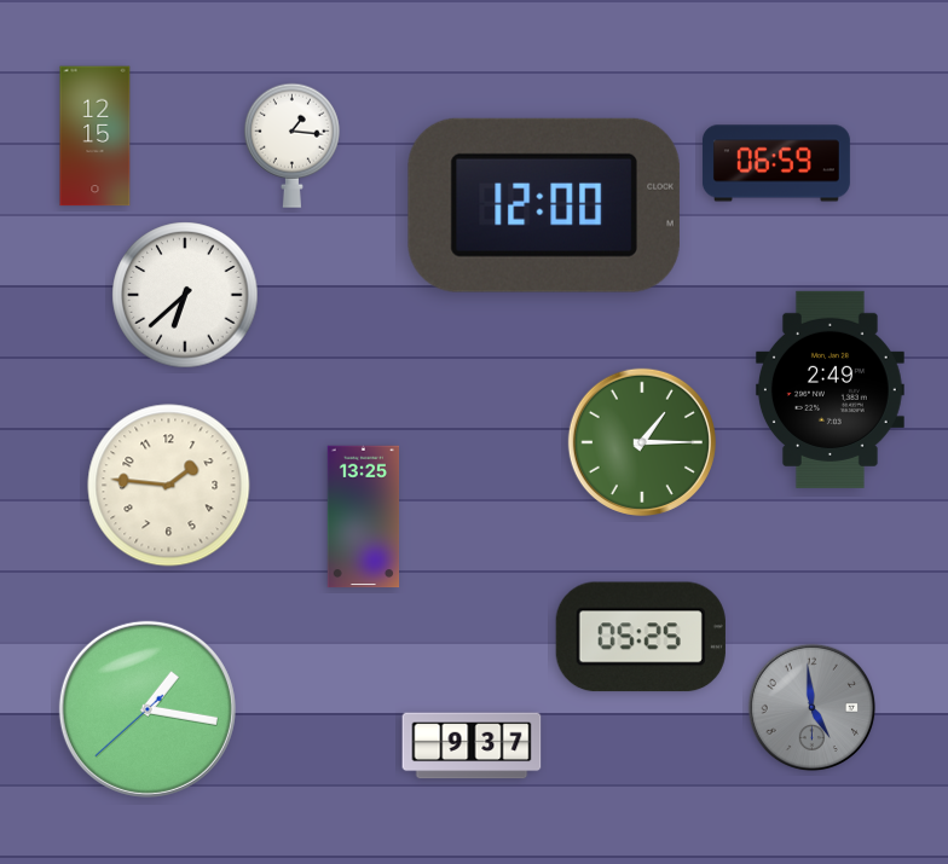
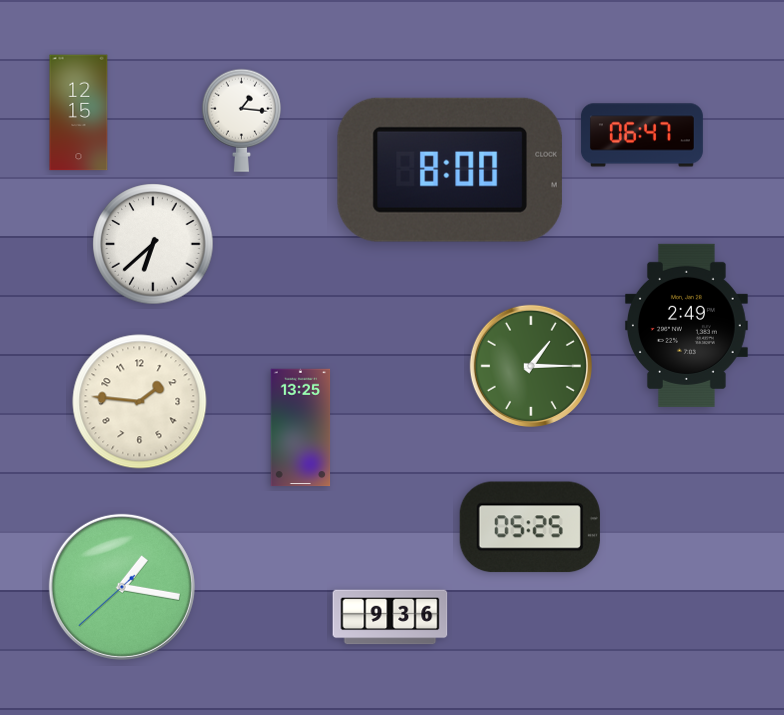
clock at (776, 163): 06:59 -> 06:47
clock at (544, 205): 12:00 -> 8:00
clock at (829, 389) position: (829, 389) -> (686, 325)
clock at (813, 708): 4:59 -> none
clock at (472, 746): 9:37 -> 9:36
